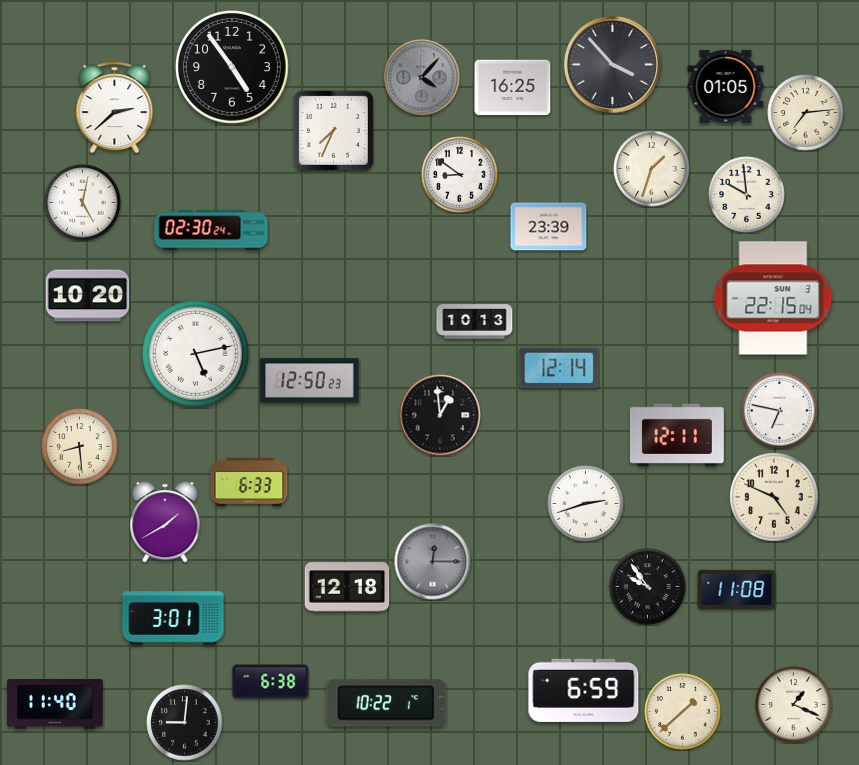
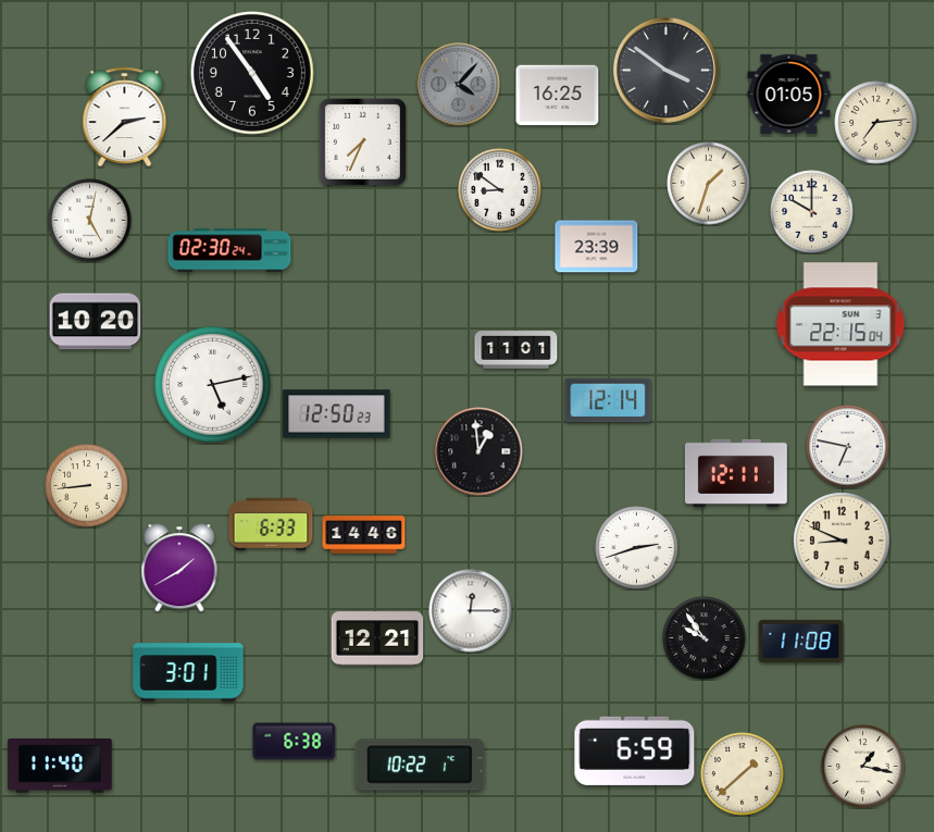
clock at (612, 64): 3:53 -> 3:51
clock at (747, 195): 9:59 -> 10:00
clock at (475, 322): 10:13 -> 11:01
clock at (80, 447): 8:29 -> 8:44
clock at (364, 535): none -> 14:46
clock at (774, 497): 4:49 -> 8:49
clock at (433, 562) dial: grey -> white
clock at (347, 587): 12:18 -> 12:21
clock at (794, 705): 1:19 -> 1:17
clock at (185, 723): 9:01 -> none
